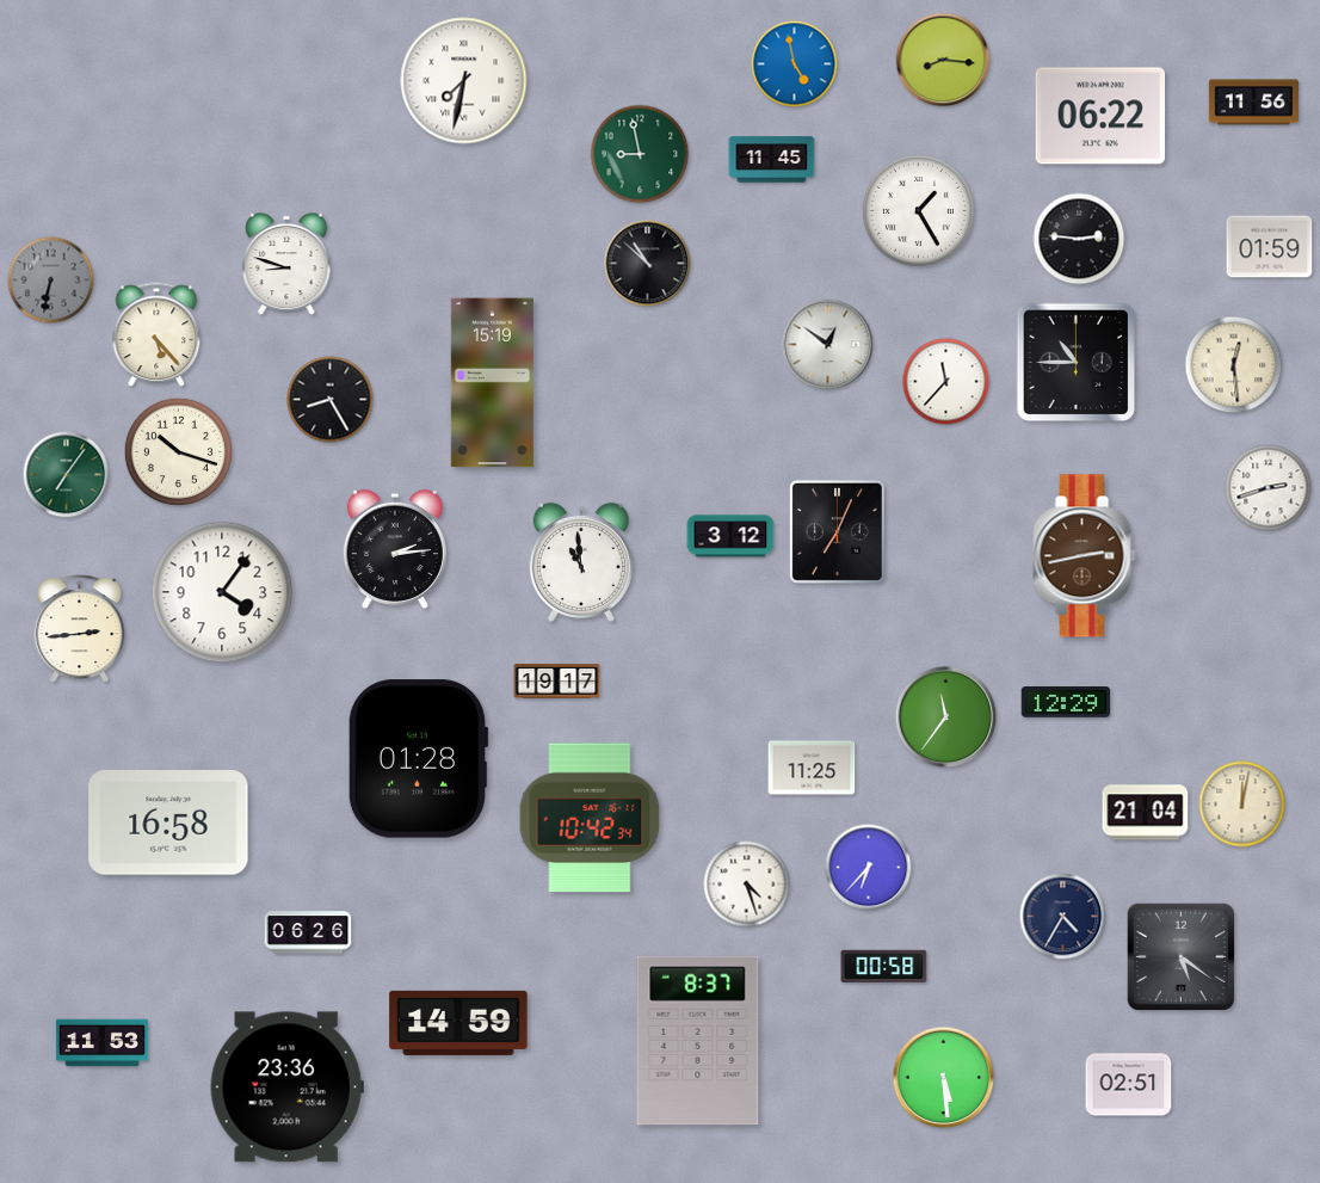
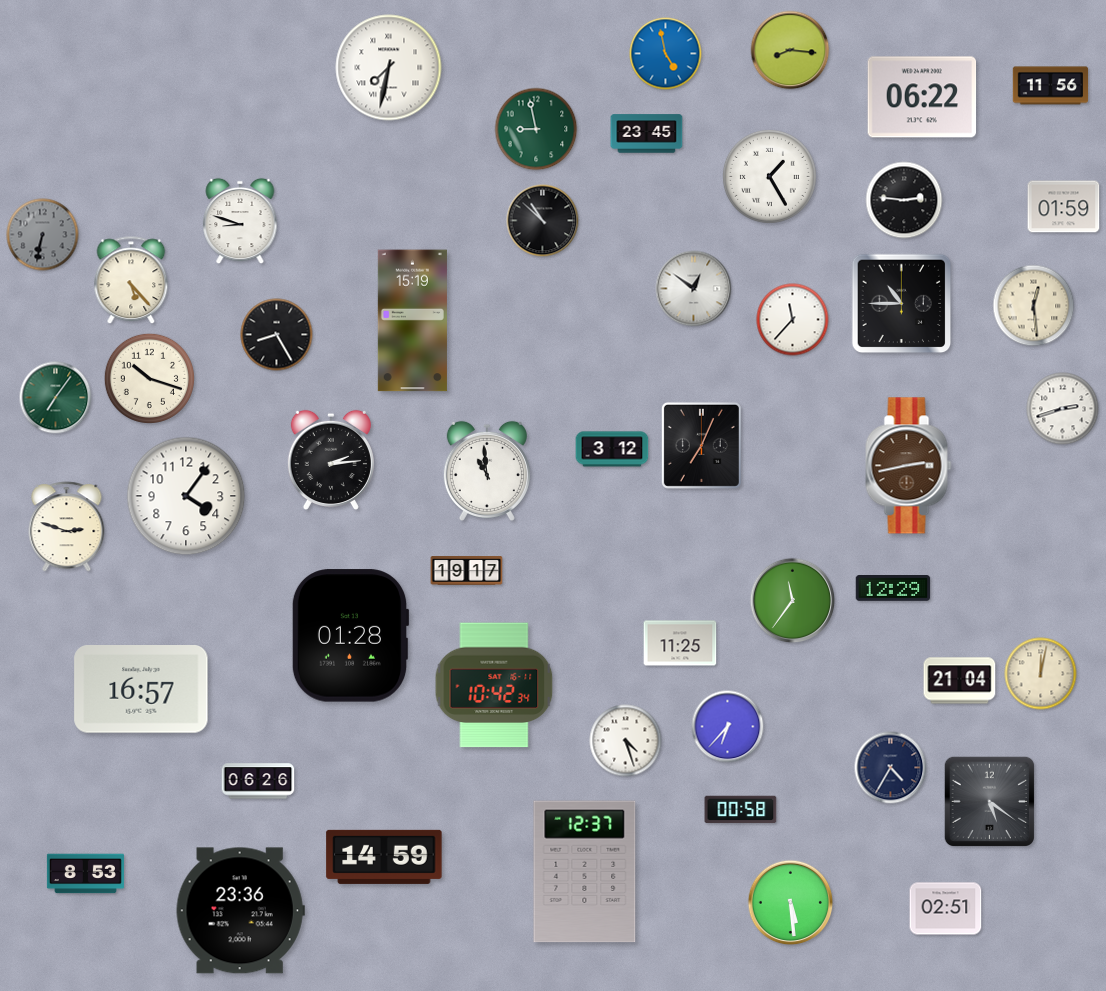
clock at (772, 160): 11:45 -> 23:45
clock at (80, 629): 2:44 -> 2:48
clock at (168, 824): 16:58 -> 16:57
clock at (698, 1041): 8:37 -> 12:37
clock at (101, 1043): 11:53 -> 8:53
